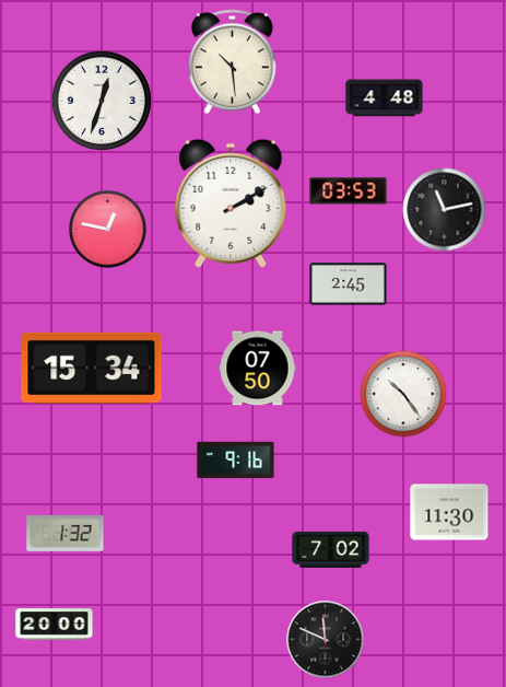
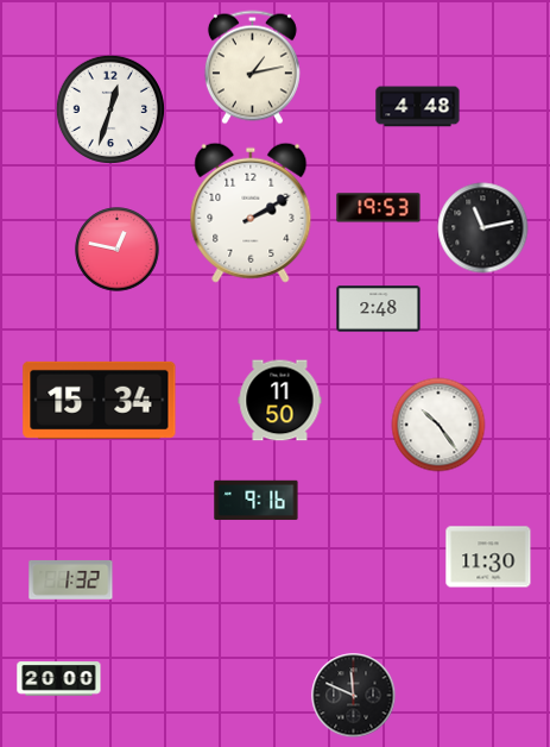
clock at (232, 62): 10:29 -> 1:13
clock at (349, 191): 03:53 -> 19:53
clock at (231, 203) position: (231, 203) -> (251, 213)
clock at (349, 284): 2:45 -> 2:48
clock at (258, 369): 07:50 -> 11:50
clock at (403, 394) position: (403, 394) -> (438, 425)
clock at (331, 549): 7:02 -> none
